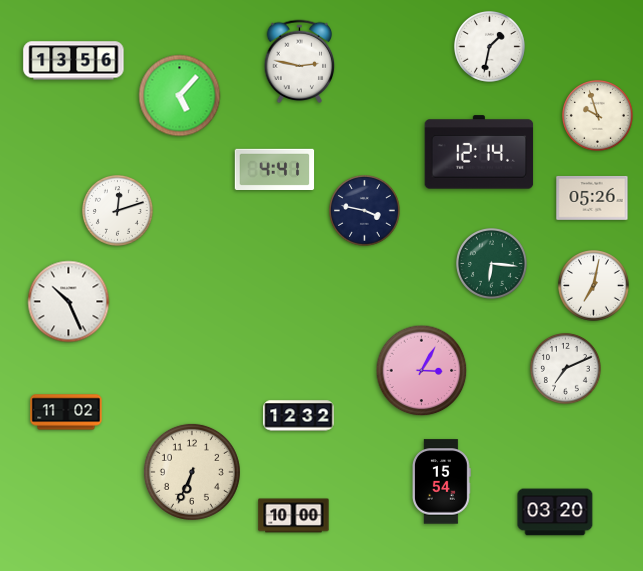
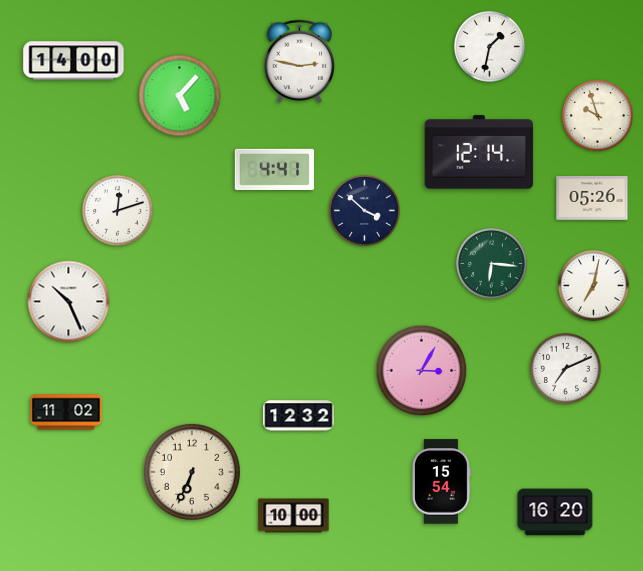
clock at (74, 61): 13:56 -> 14:00
clock at (365, 211): 3:47 -> 3:52
clock at (555, 512): 03:20 -> 16:20
